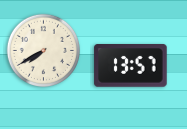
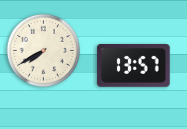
clock at (131, 66) position: (131, 66) -> (134, 66)
